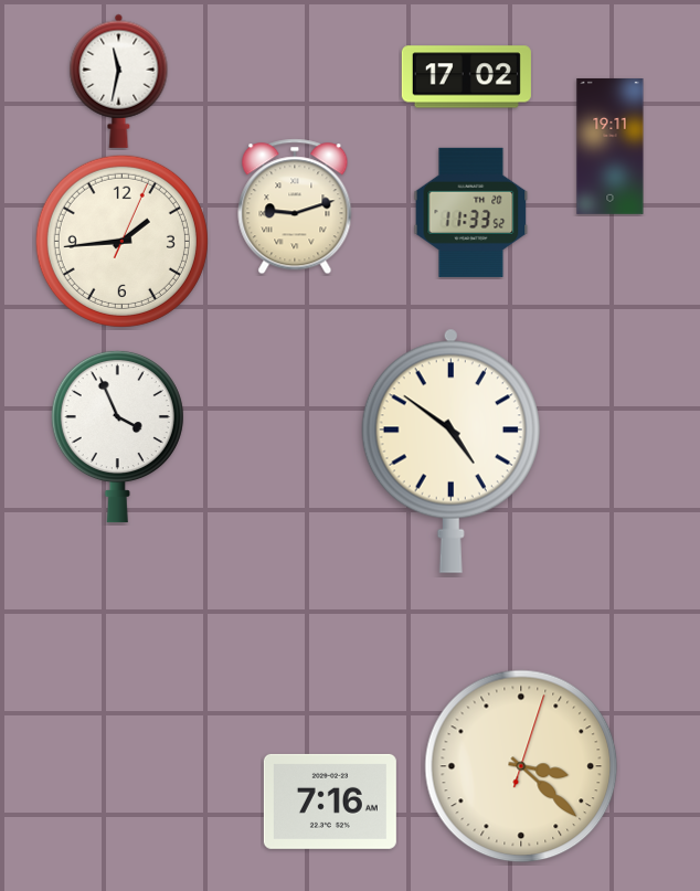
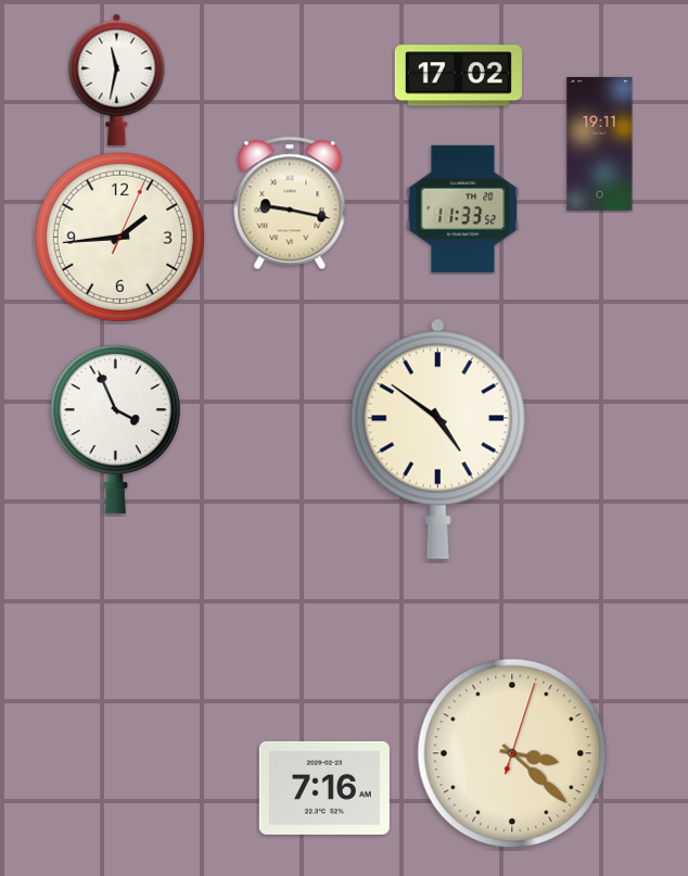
clock at (295, 206): 9:12 -> 9:17
clock at (450, 450) position: (450, 450) -> (437, 439)
